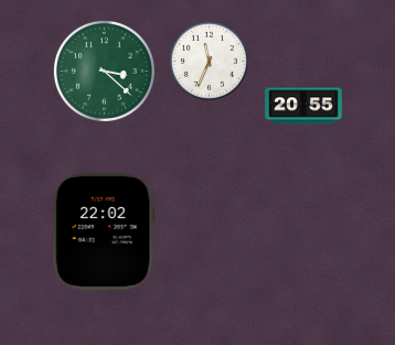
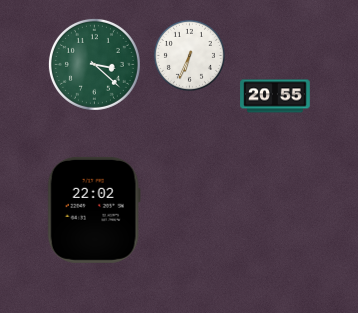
clock at (209, 61): 11:34 -> 6:34
